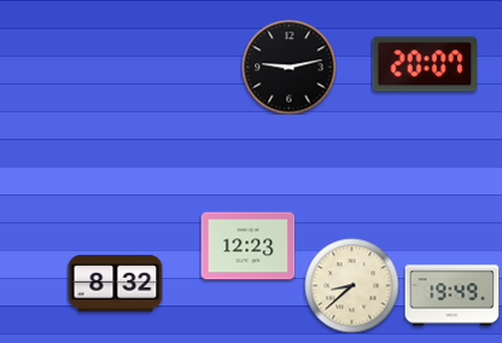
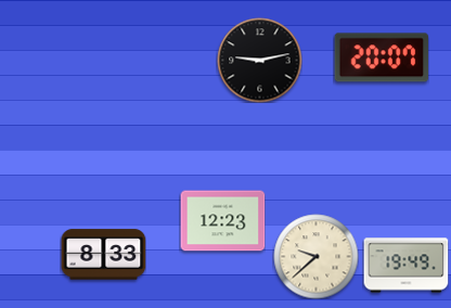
clock at (115, 284): 8:32 -> 8:33
clock at (351, 285): 8:38 -> 9:38
